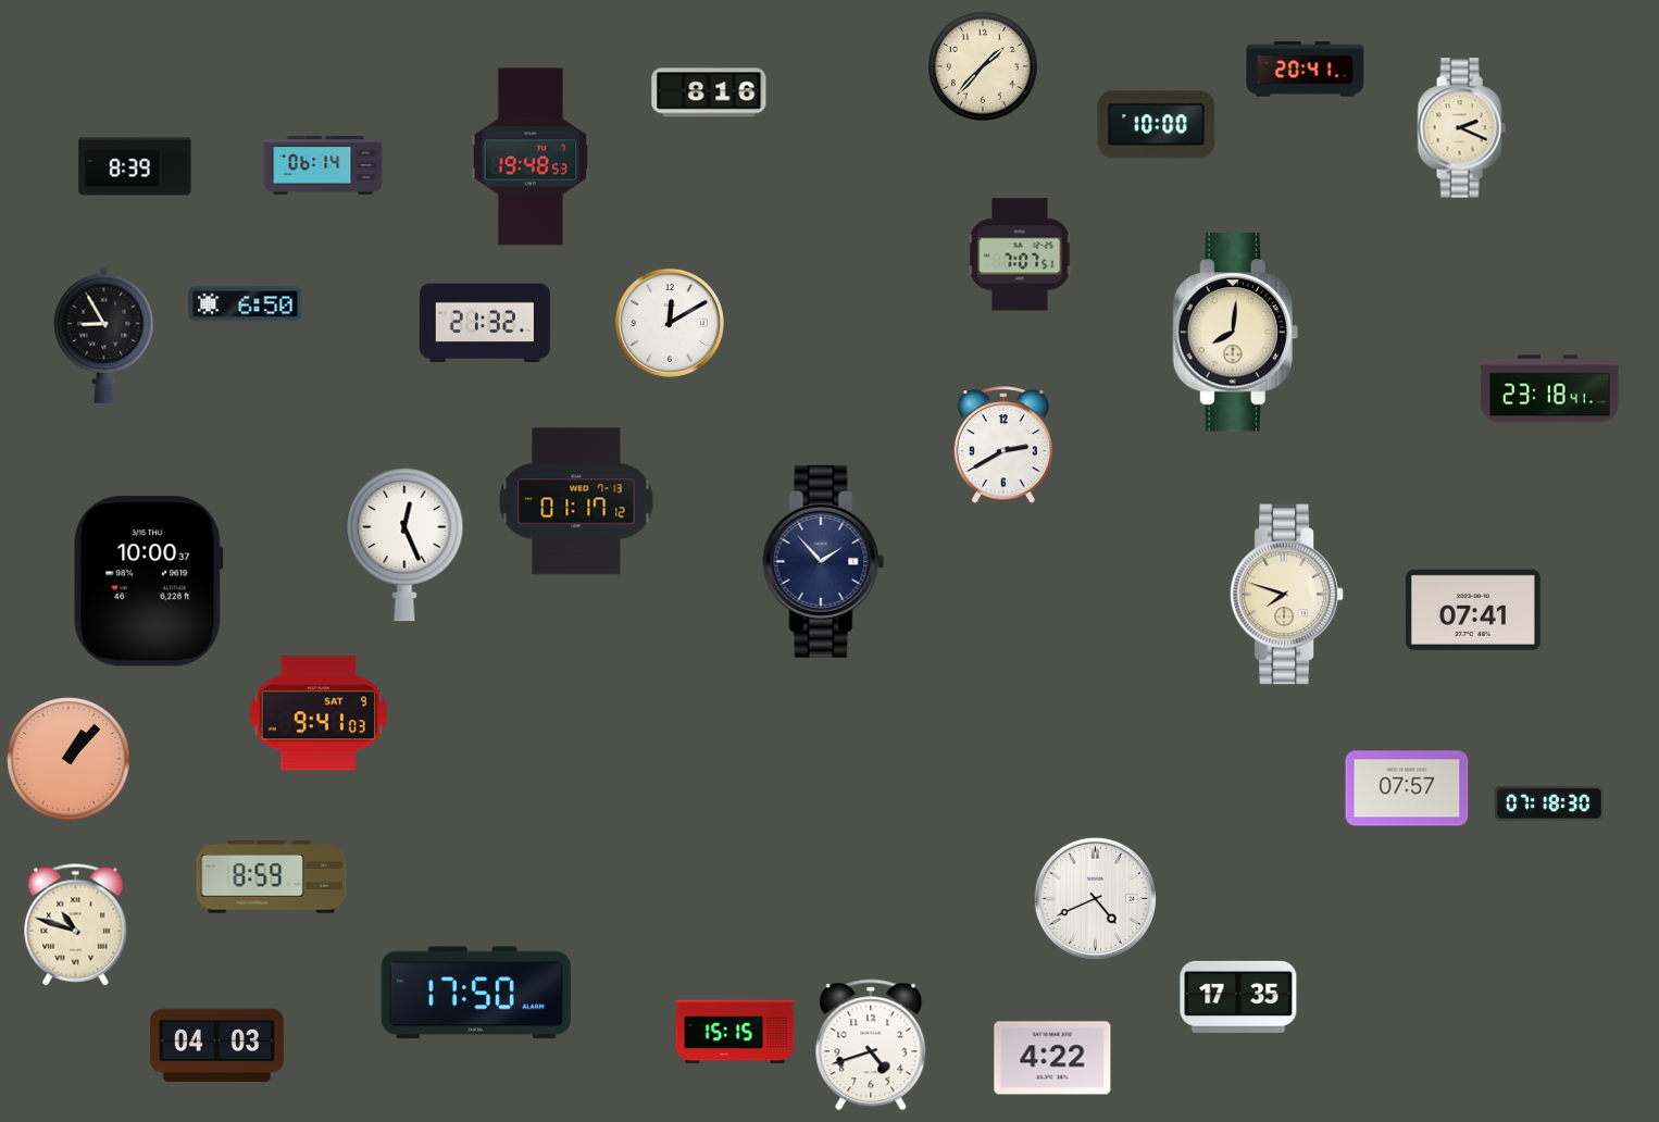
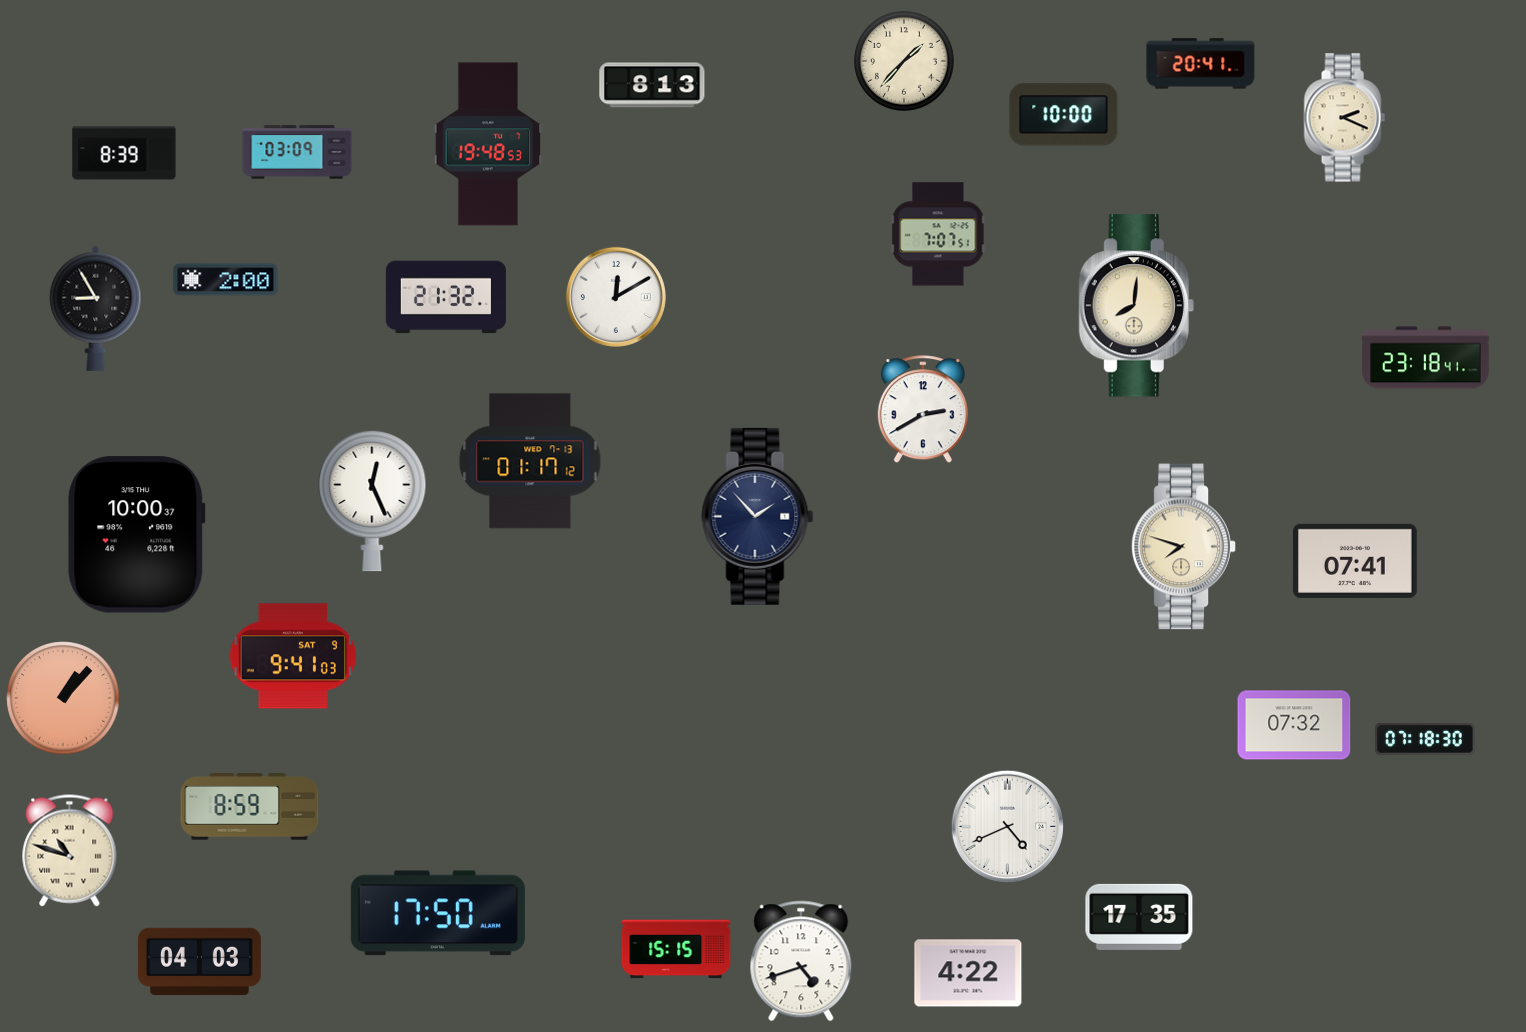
clock at (709, 92): 8:16 -> 8:13
clock at (323, 165): 06:14 -> 03:09
clock at (246, 304): 6:50 -> 2:00
clock at (1407, 788): 07:57 -> 07:32
